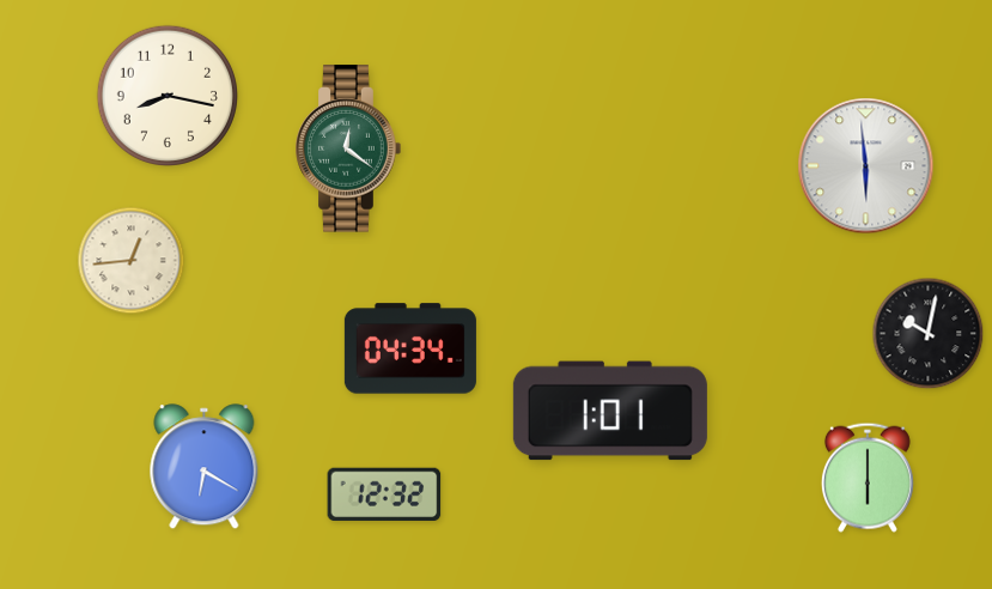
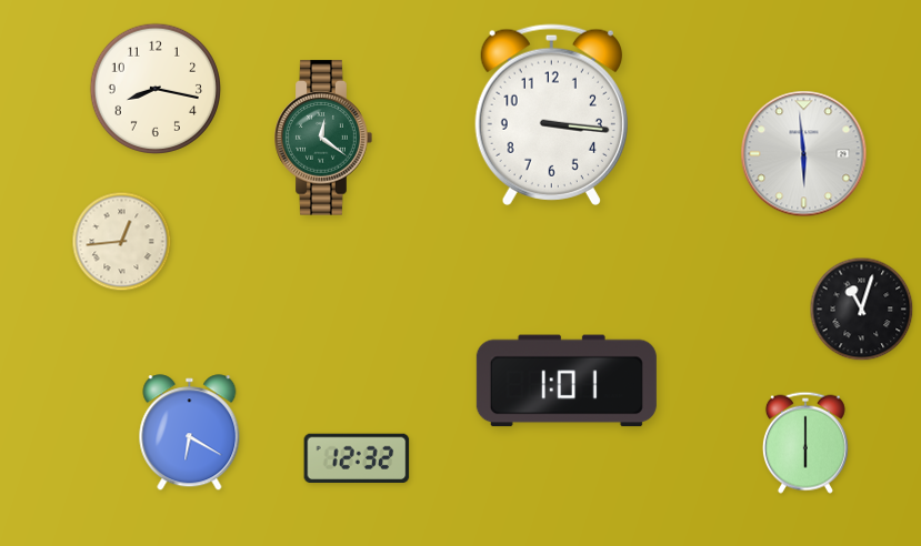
clock at (551, 114): none -> 3:16
clock at (929, 334): 10:02 -> 11:03
clock at (410, 348): 04:34 -> none
